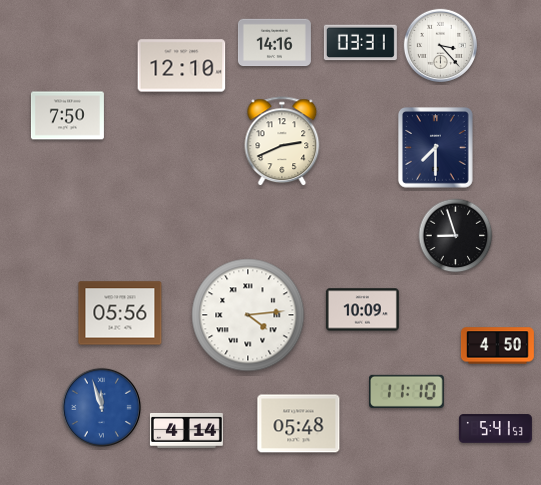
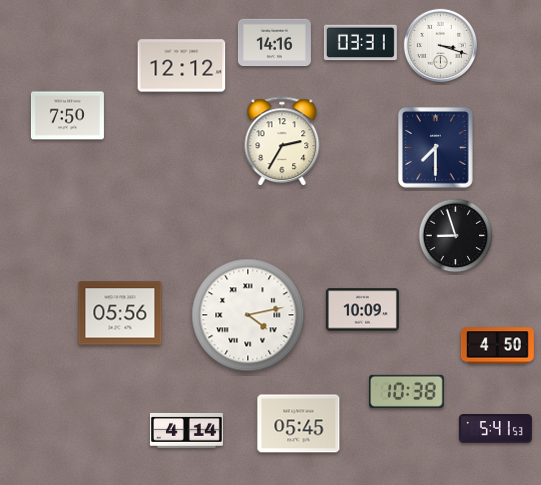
clock at (440, 45): 3:23 -> 3:18
clock at (182, 66): 12:10 -> 12:12
clock at (282, 142): 2:41 -> 2:35
clock at (248, 315): 4:14 -> 4:13
clock at (407, 391): 11:10 -> 10:38
clock at (101, 407): 11:57 -> none
clock at (299, 424): 05:48 -> 05:45
